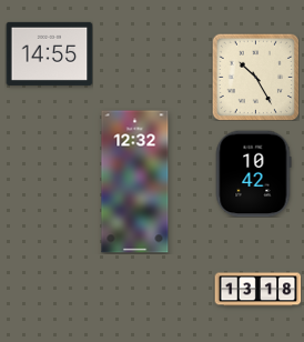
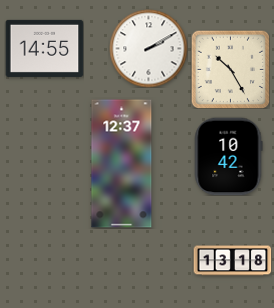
clock at (148, 48): none -> 2:10
clock at (135, 182): 12:32 -> 12:37
